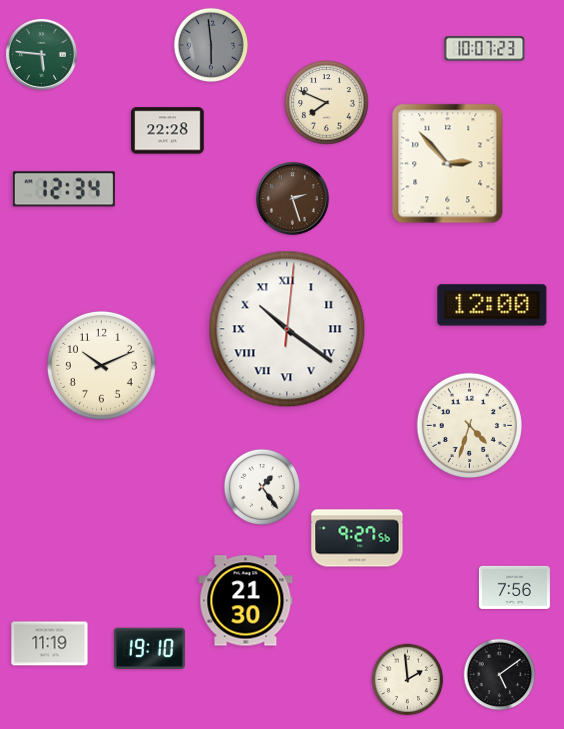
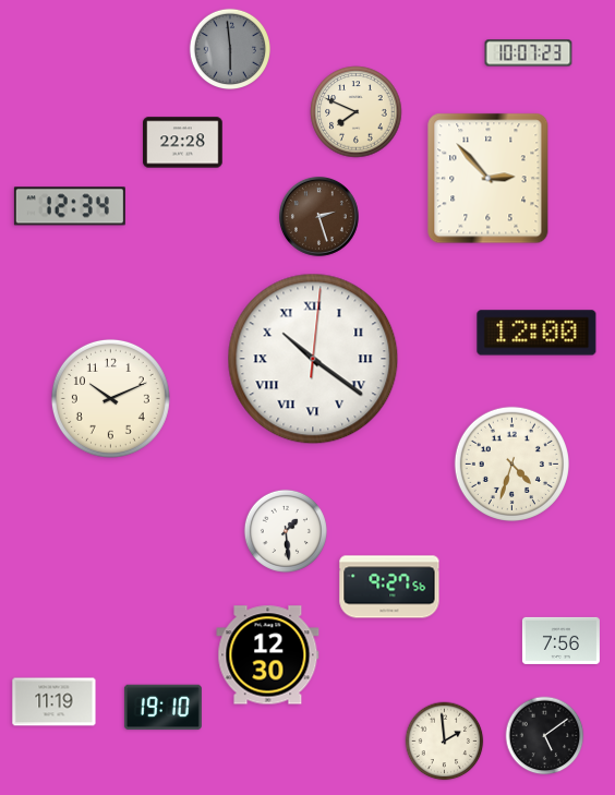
clock at (41, 54): 5:46 -> none
clock at (262, 487): 1:24 -> 1:29
clock at (246, 601): 21:30 -> 12:30
